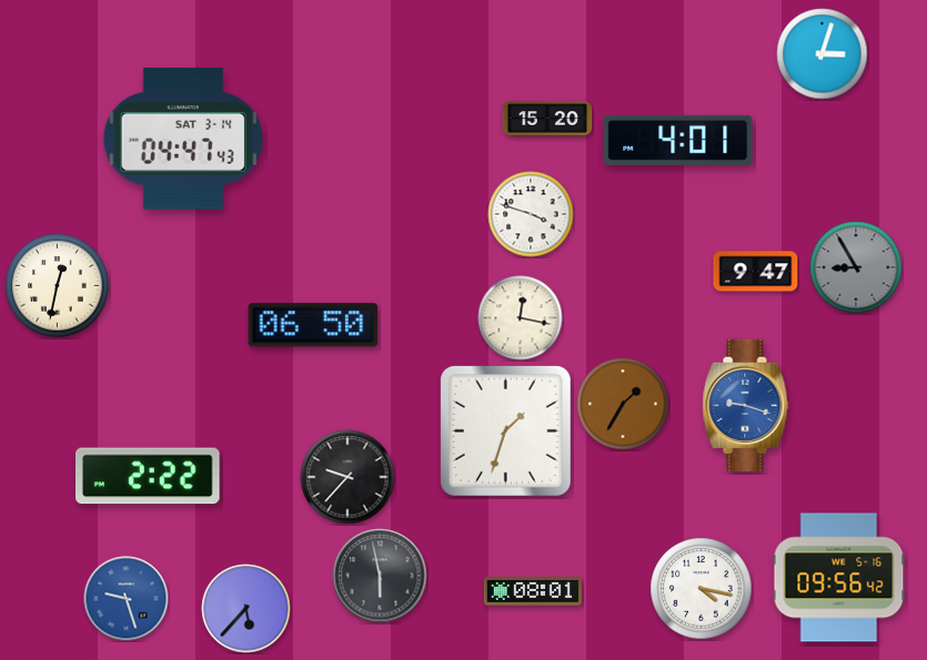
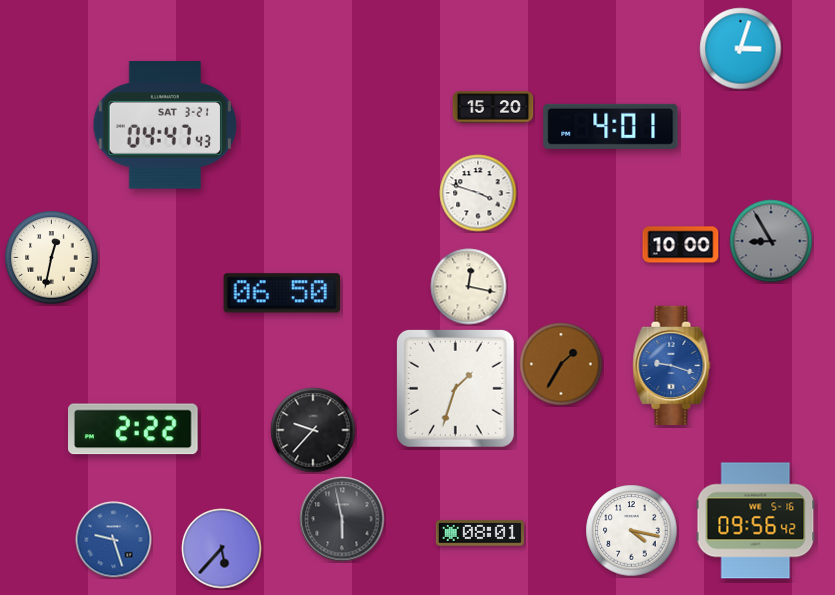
clock at (183, 139) date: SAT 3-14 -> SAT 3-21
clock at (756, 272): 9:47 -> 10:00
